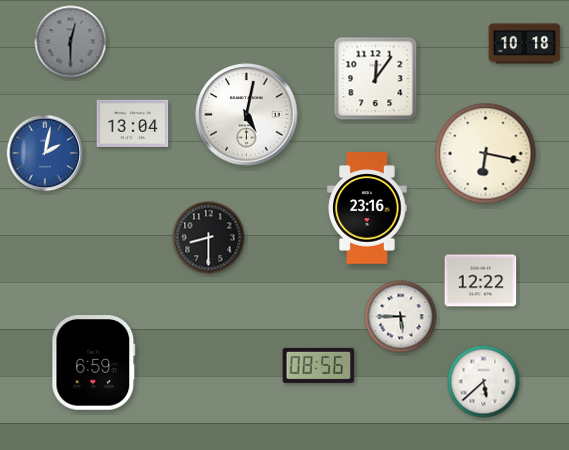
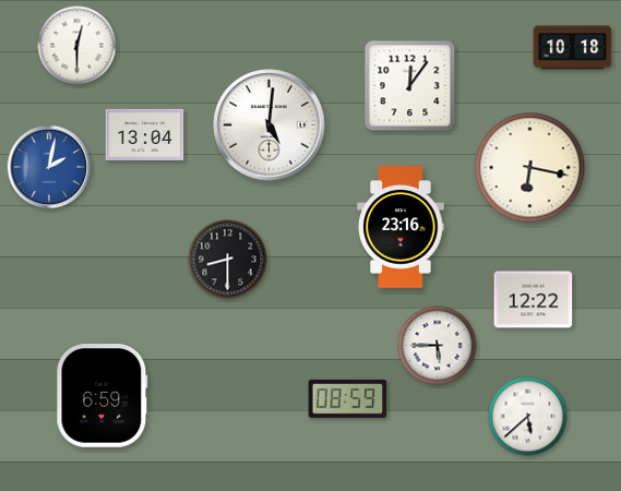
clock at (71, 42) dial: grey -> white
clock at (247, 115): 5:02 -> 5:01
clock at (481, 281) position: (481, 281) -> (534, 300)
clock at (319, 365): 08:56 -> 08:59
